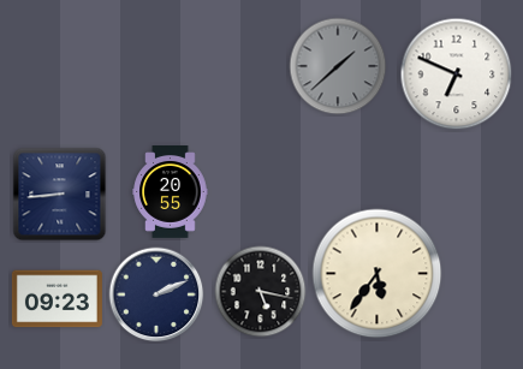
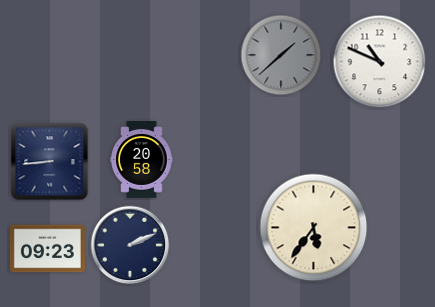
clock at (457, 75): 6:49 -> 10:49
clock at (171, 192): 20:55 -> 20:58
clock at (261, 292): 5:17 -> none
